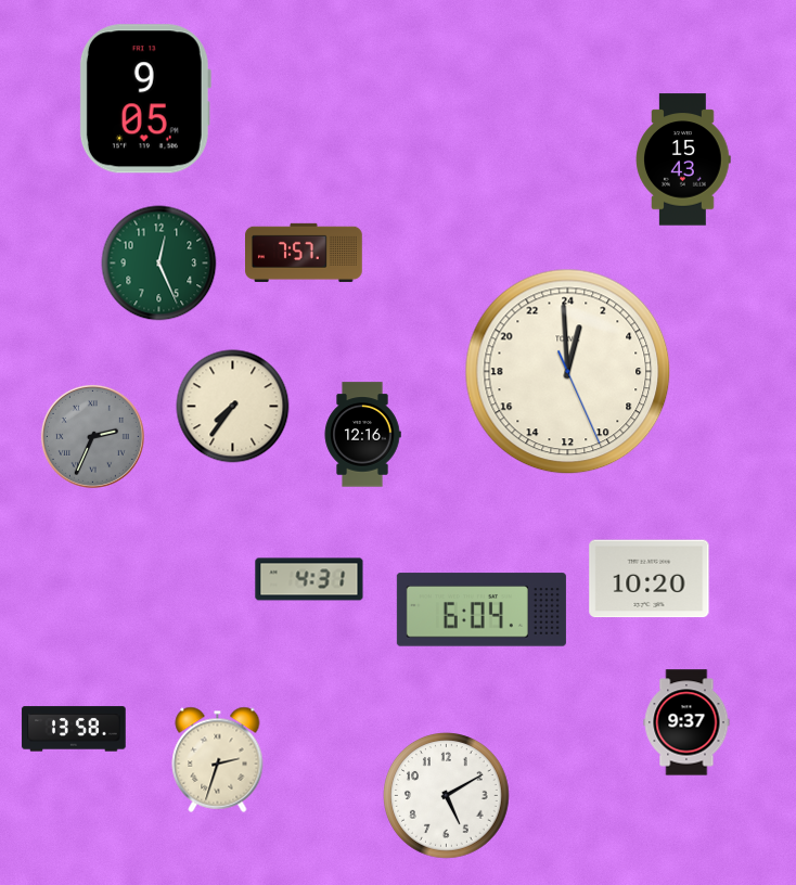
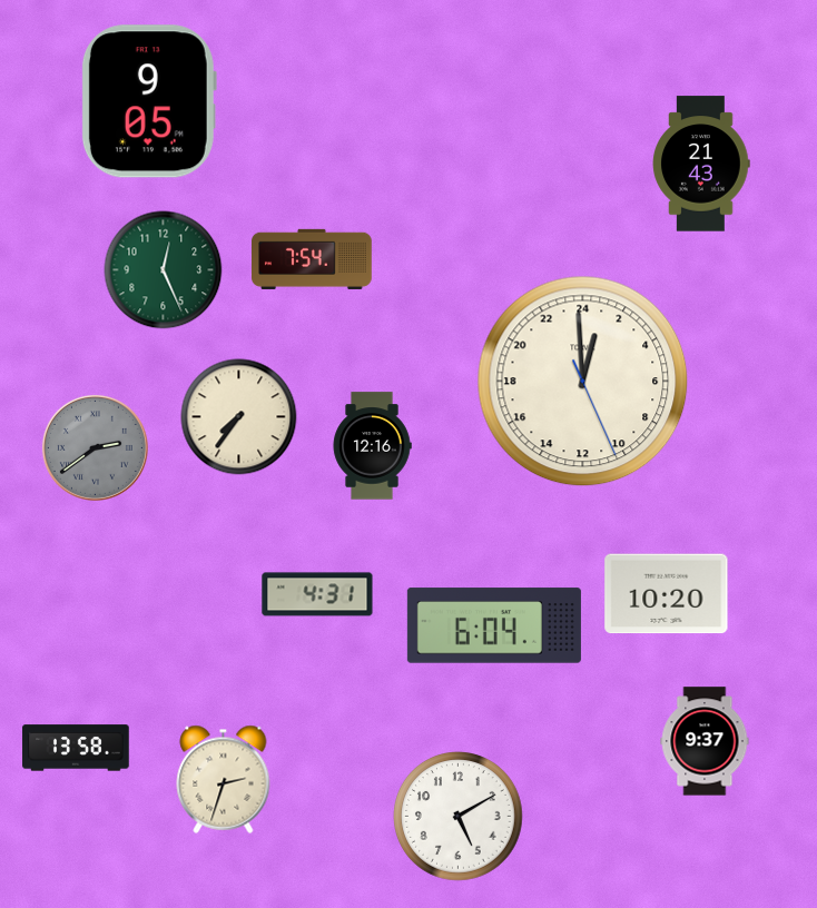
clock at (683, 159): 15:43 -> 21:43
clock at (305, 253): 7:57 -> 7:54
clock at (92, 436): 2:34 -> 2:39
